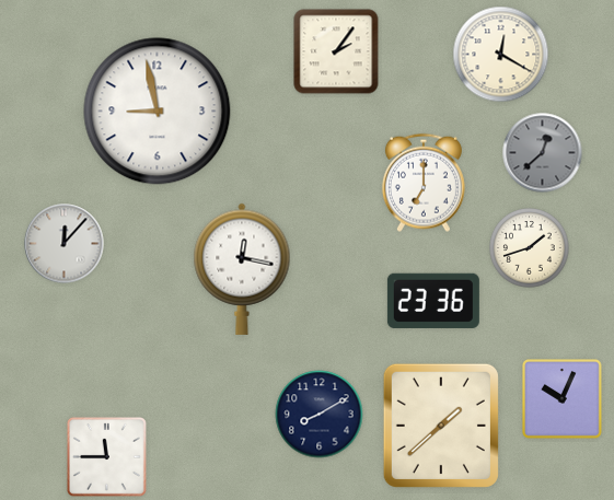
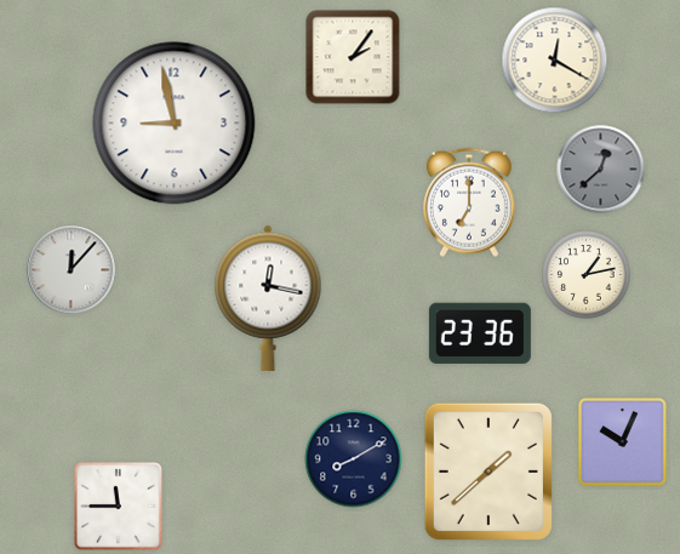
clock at (336, 51) position: (336, 51) -> (353, 57)
clock at (530, 248): 1:42 -> 1:13
